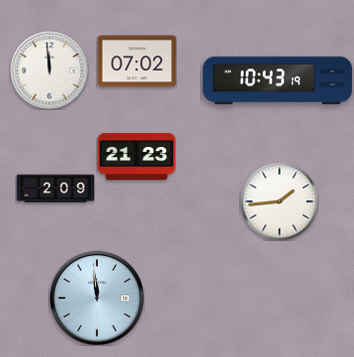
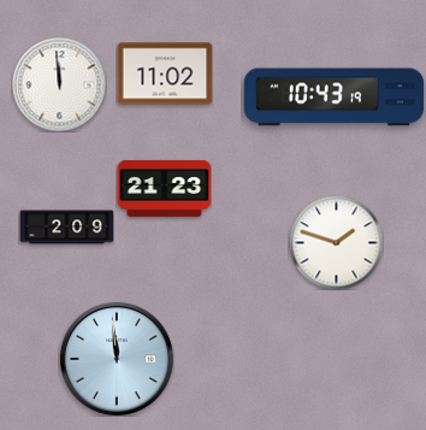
clock at (137, 61): 07:02 -> 11:02
clock at (279, 201): 1:44 -> 1:48
